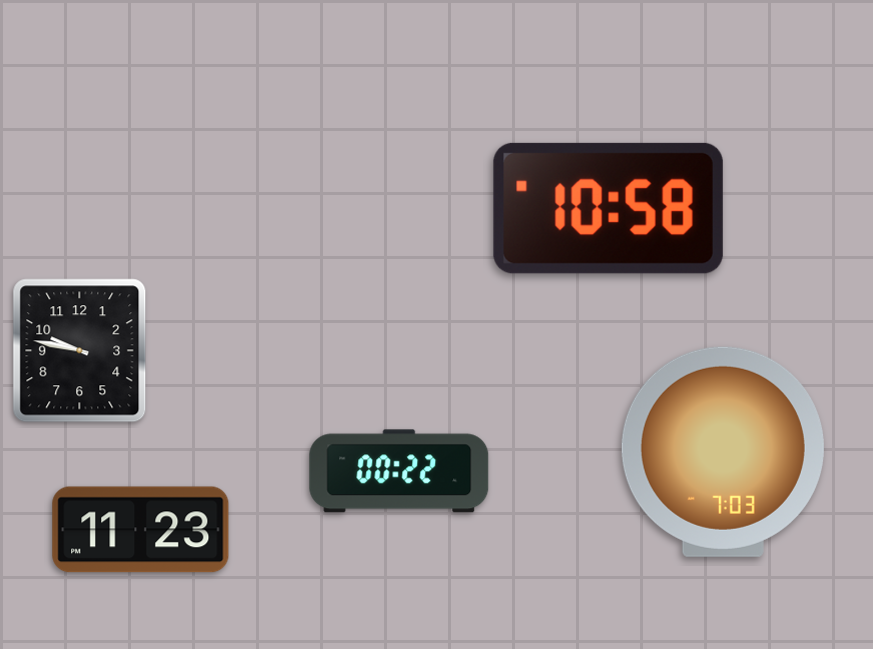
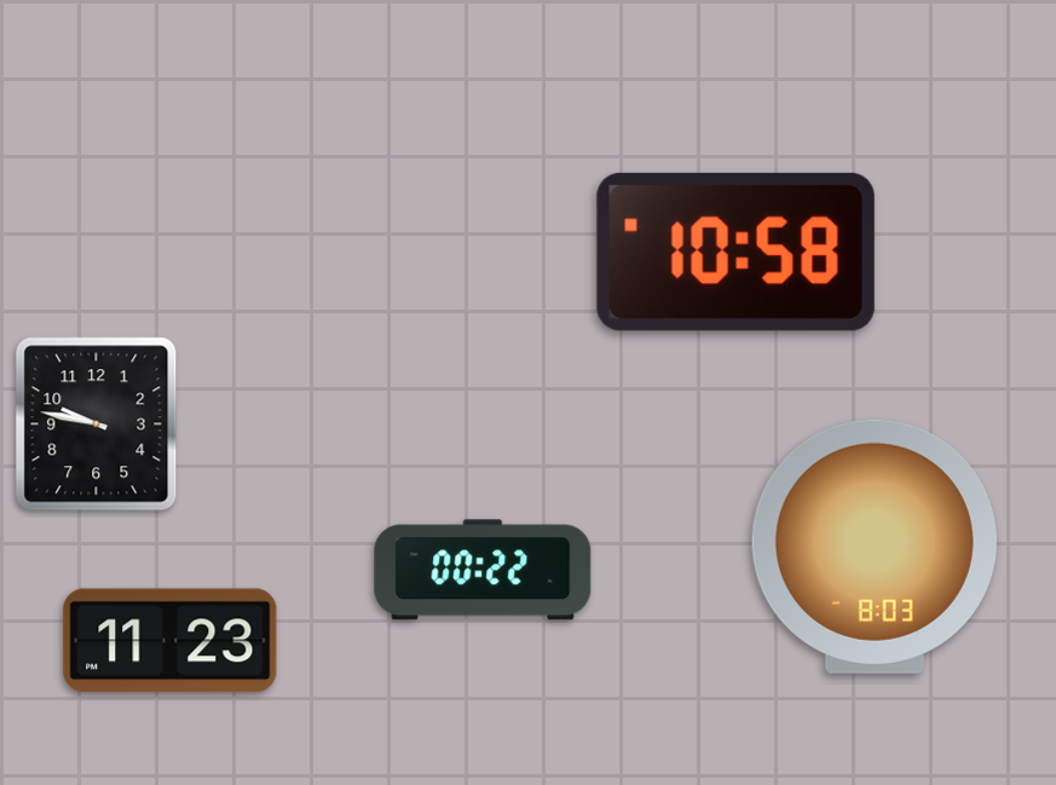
clock at (723, 452): 7:03 -> 8:03
